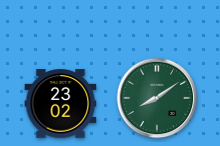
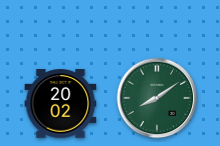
clock at (61, 104): 23:02 -> 20:02
